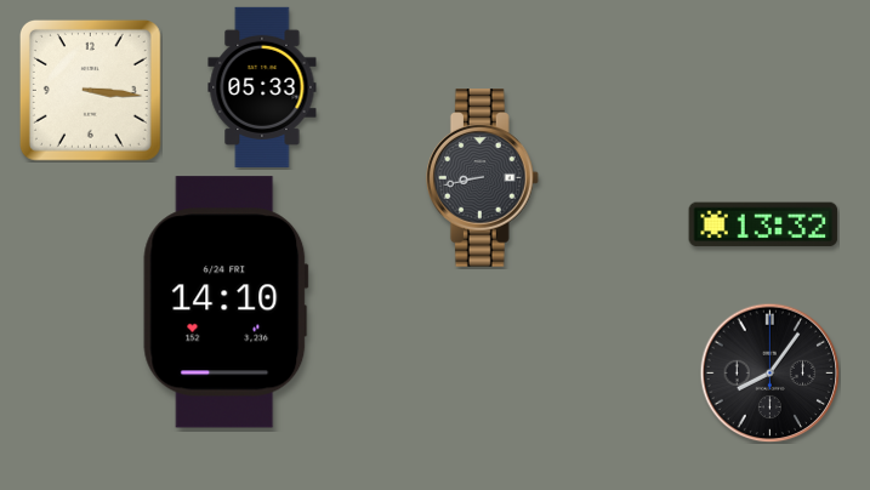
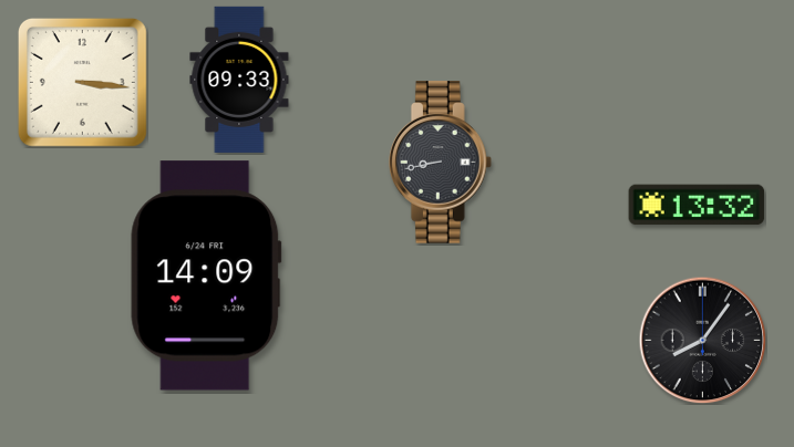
clock at (262, 87): 05:33 -> 09:33
clock at (226, 302): 14:10 -> 14:09
